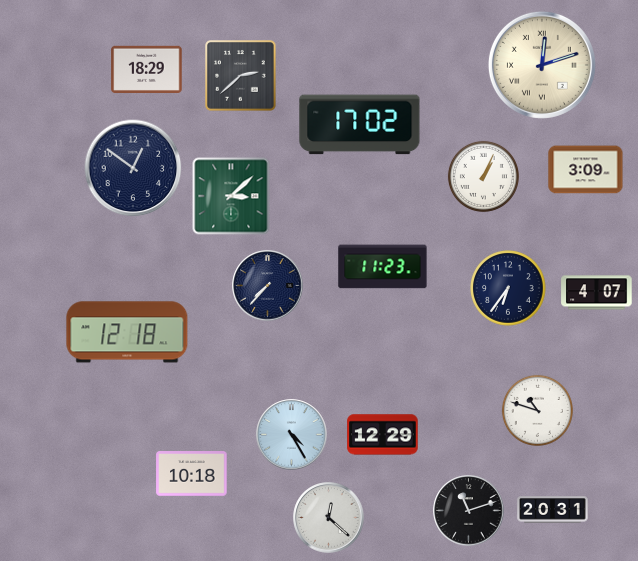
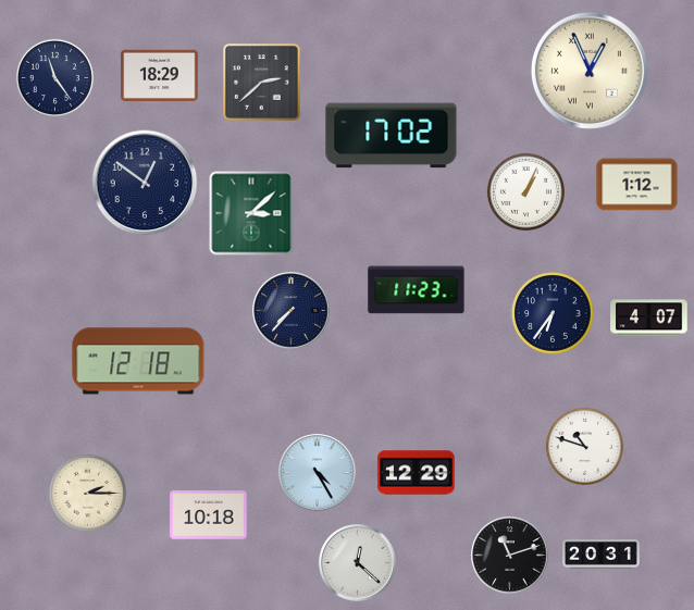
clock at (542, 65): 12:12 -> 12:56
clock at (54, 77): none -> 11:24
clock at (586, 170): 3:09 -> 1:12
clock at (87, 493): none -> 2:15
